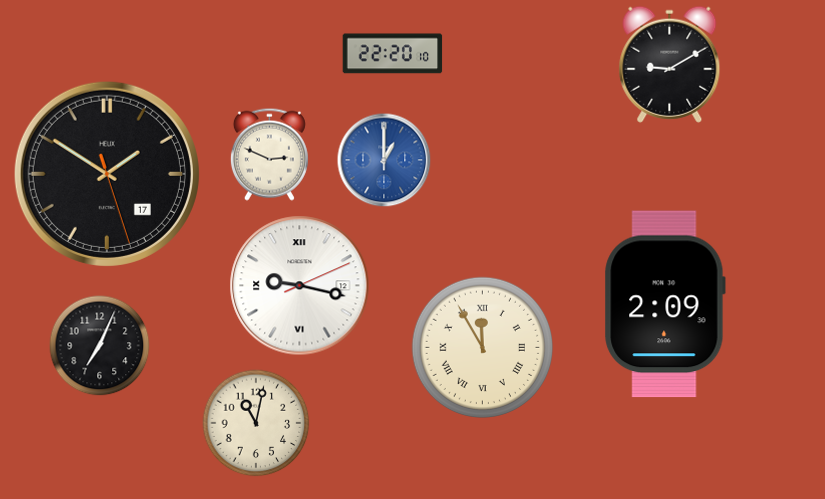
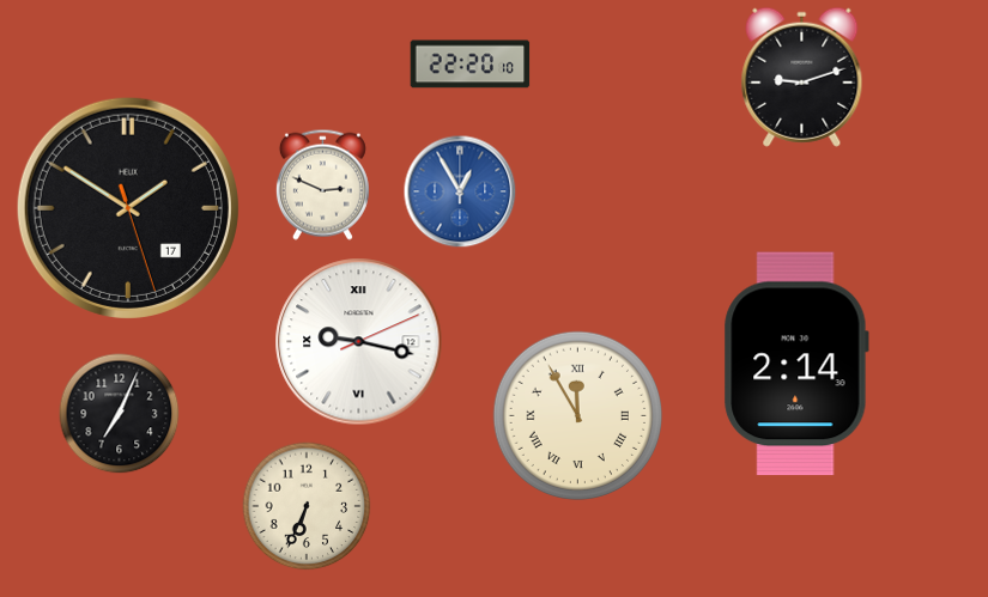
clock at (670, 64): 9:10 -> 9:12
clock at (384, 160): 1:00 -> 12:55
clock at (665, 304): 2:09 -> 2:14
clock at (256, 423): 11:02 -> 6:34
